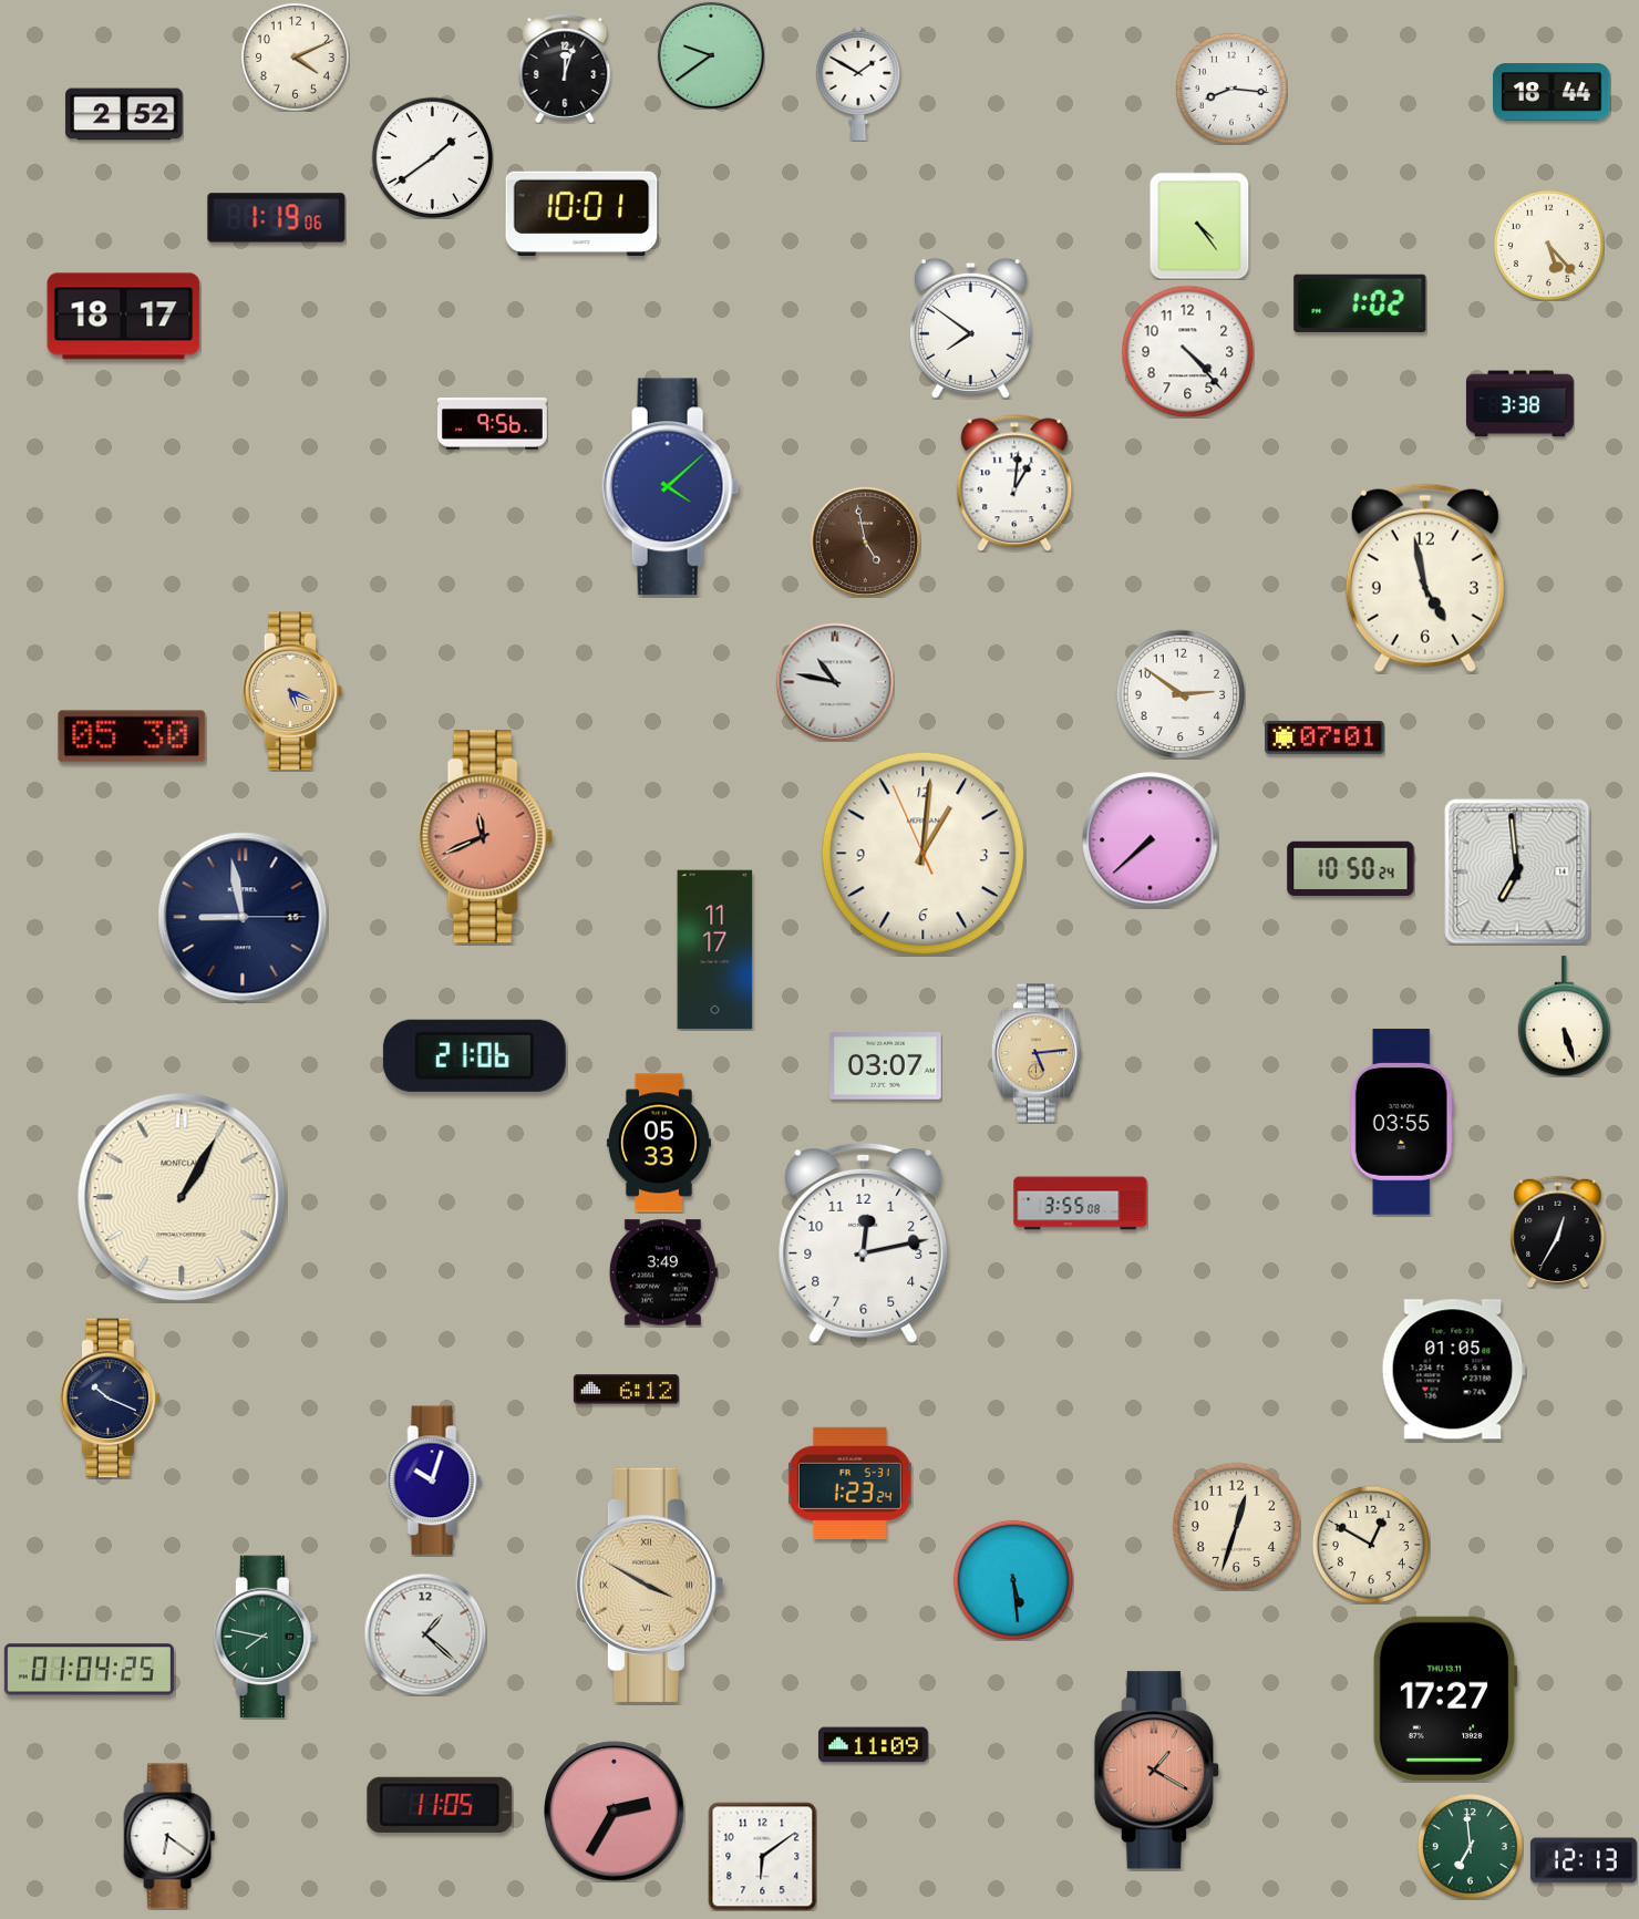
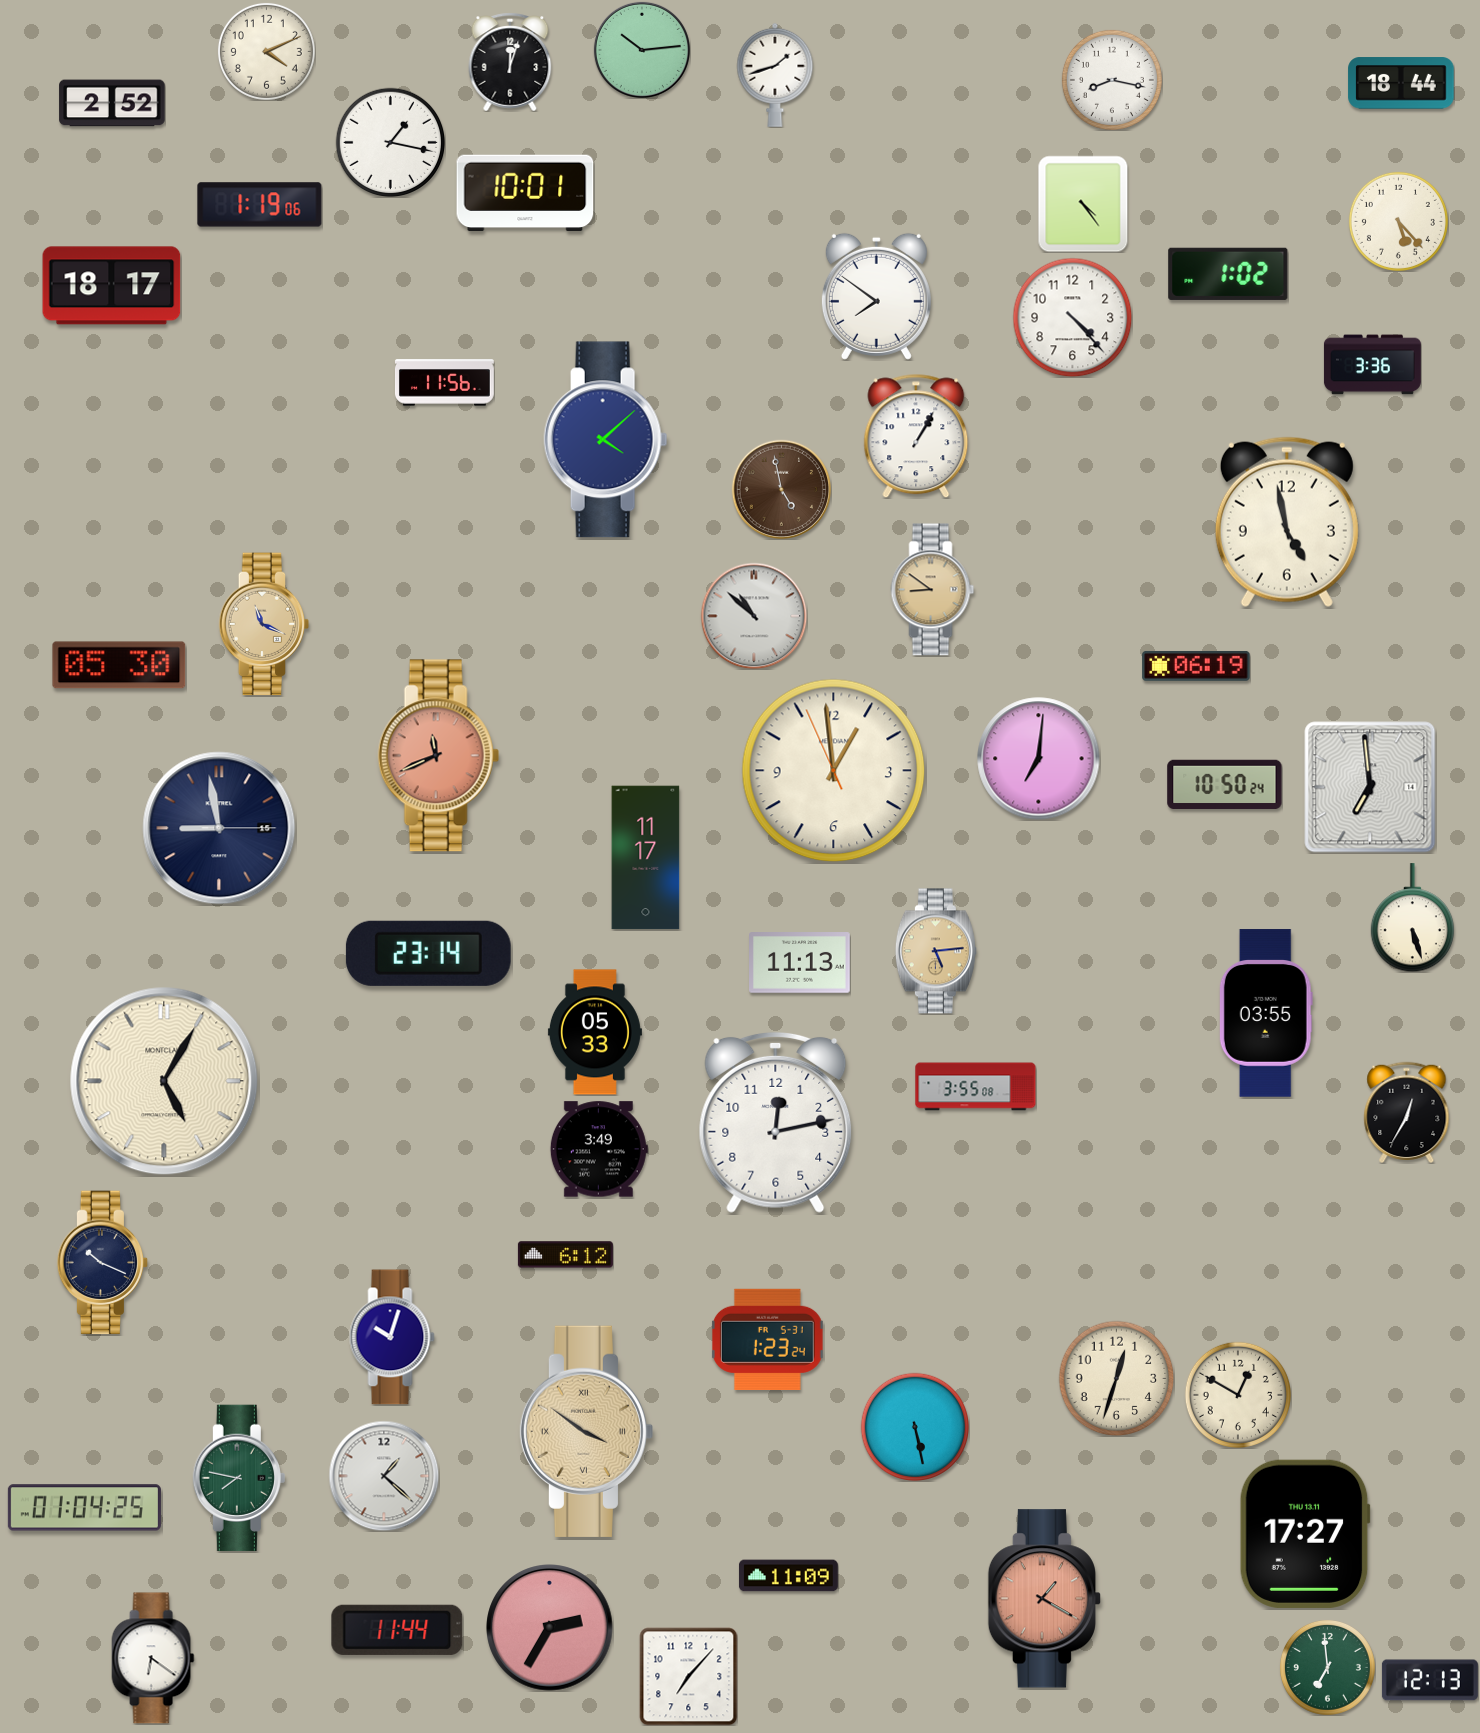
clock at (711, 55): 9:39 -> 10:14
clock at (858, 83): 1:50 -> 1:42
clock at (1231, 89): 8:16 -> 8:17
clock at (432, 157): 1:39 -> 1:17
clock at (277, 218) position: (277, 218) -> (260, 205)
clock at (1519, 404): 3:38 -> 3:36
clock at (492, 424): 9:56 -> 11:56
clock at (1014, 483): 1:01 -> 1:05
clock at (933, 590): none -> 8:51
clock at (835, 682): 10:47 -> 10:52
clock at (292, 691): 5:19 -> 11:19
clock at (1181, 694): 2:51 -> none
clock at (1324, 737): 07:01 -> 06:19
clock at (1151, 840): 7:38 -> 7:01
clock at (924, 854): 1:00 -> 12:58
clock at (1351, 869) position: (1351, 869) -> (1225, 785)
clock at (474, 1055): 21:06 -> 23:14
clock at (886, 1066): 03:07 -> 11:13
clock at (182, 1197): 1:05 -> 5:05
clock at (864, 1242) position: (864, 1242) -> (776, 1122)
clock at (1453, 1370): 01:05 -> none
clock at (111, 1399) position: (111, 1399) -> (103, 1263)
clock at (1012, 1579): 5:29 -> 5:28
clock at (649, 1585): 3:50 -> 3:51
clock at (89, 1670) position: (89, 1670) -> (84, 1508)
clock at (440, 1805): 11:05 -> 11:44
clock at (615, 1812) position: (615, 1812) -> (550, 1628)
clock at (762, 1856): 6:09 -> 7:07
